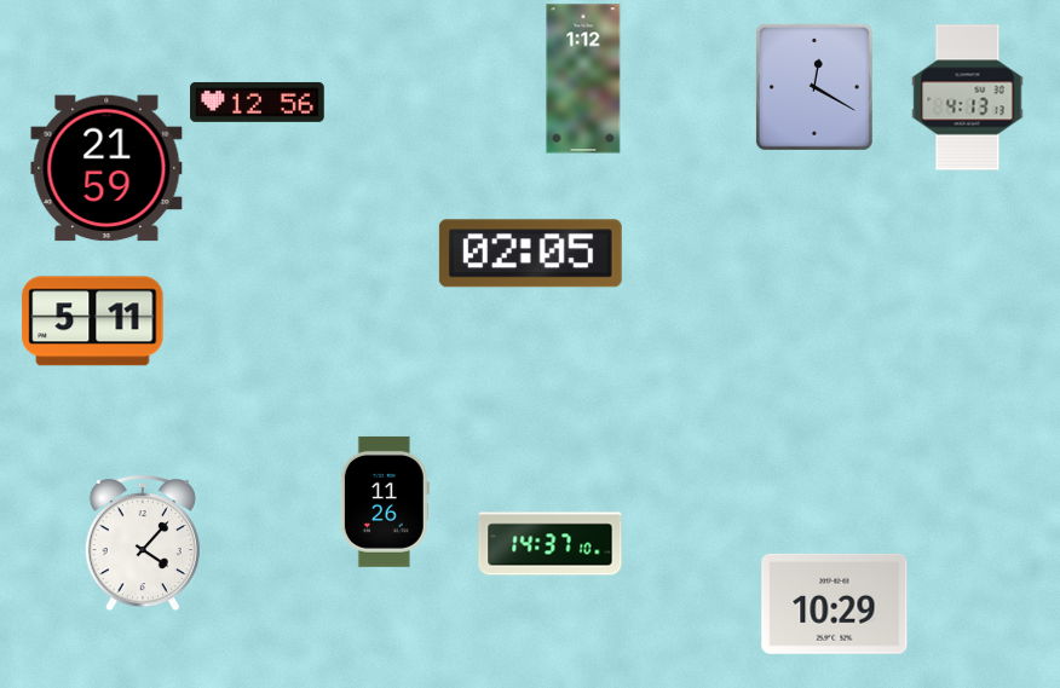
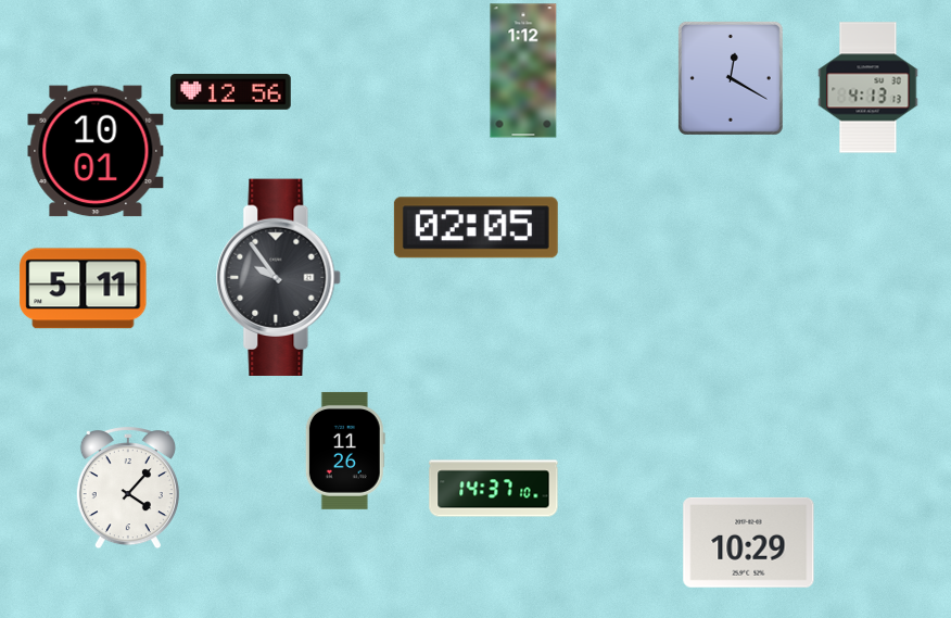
clock at (106, 168): 21:59 -> 10:01
clock at (279, 277): none -> 9:54
